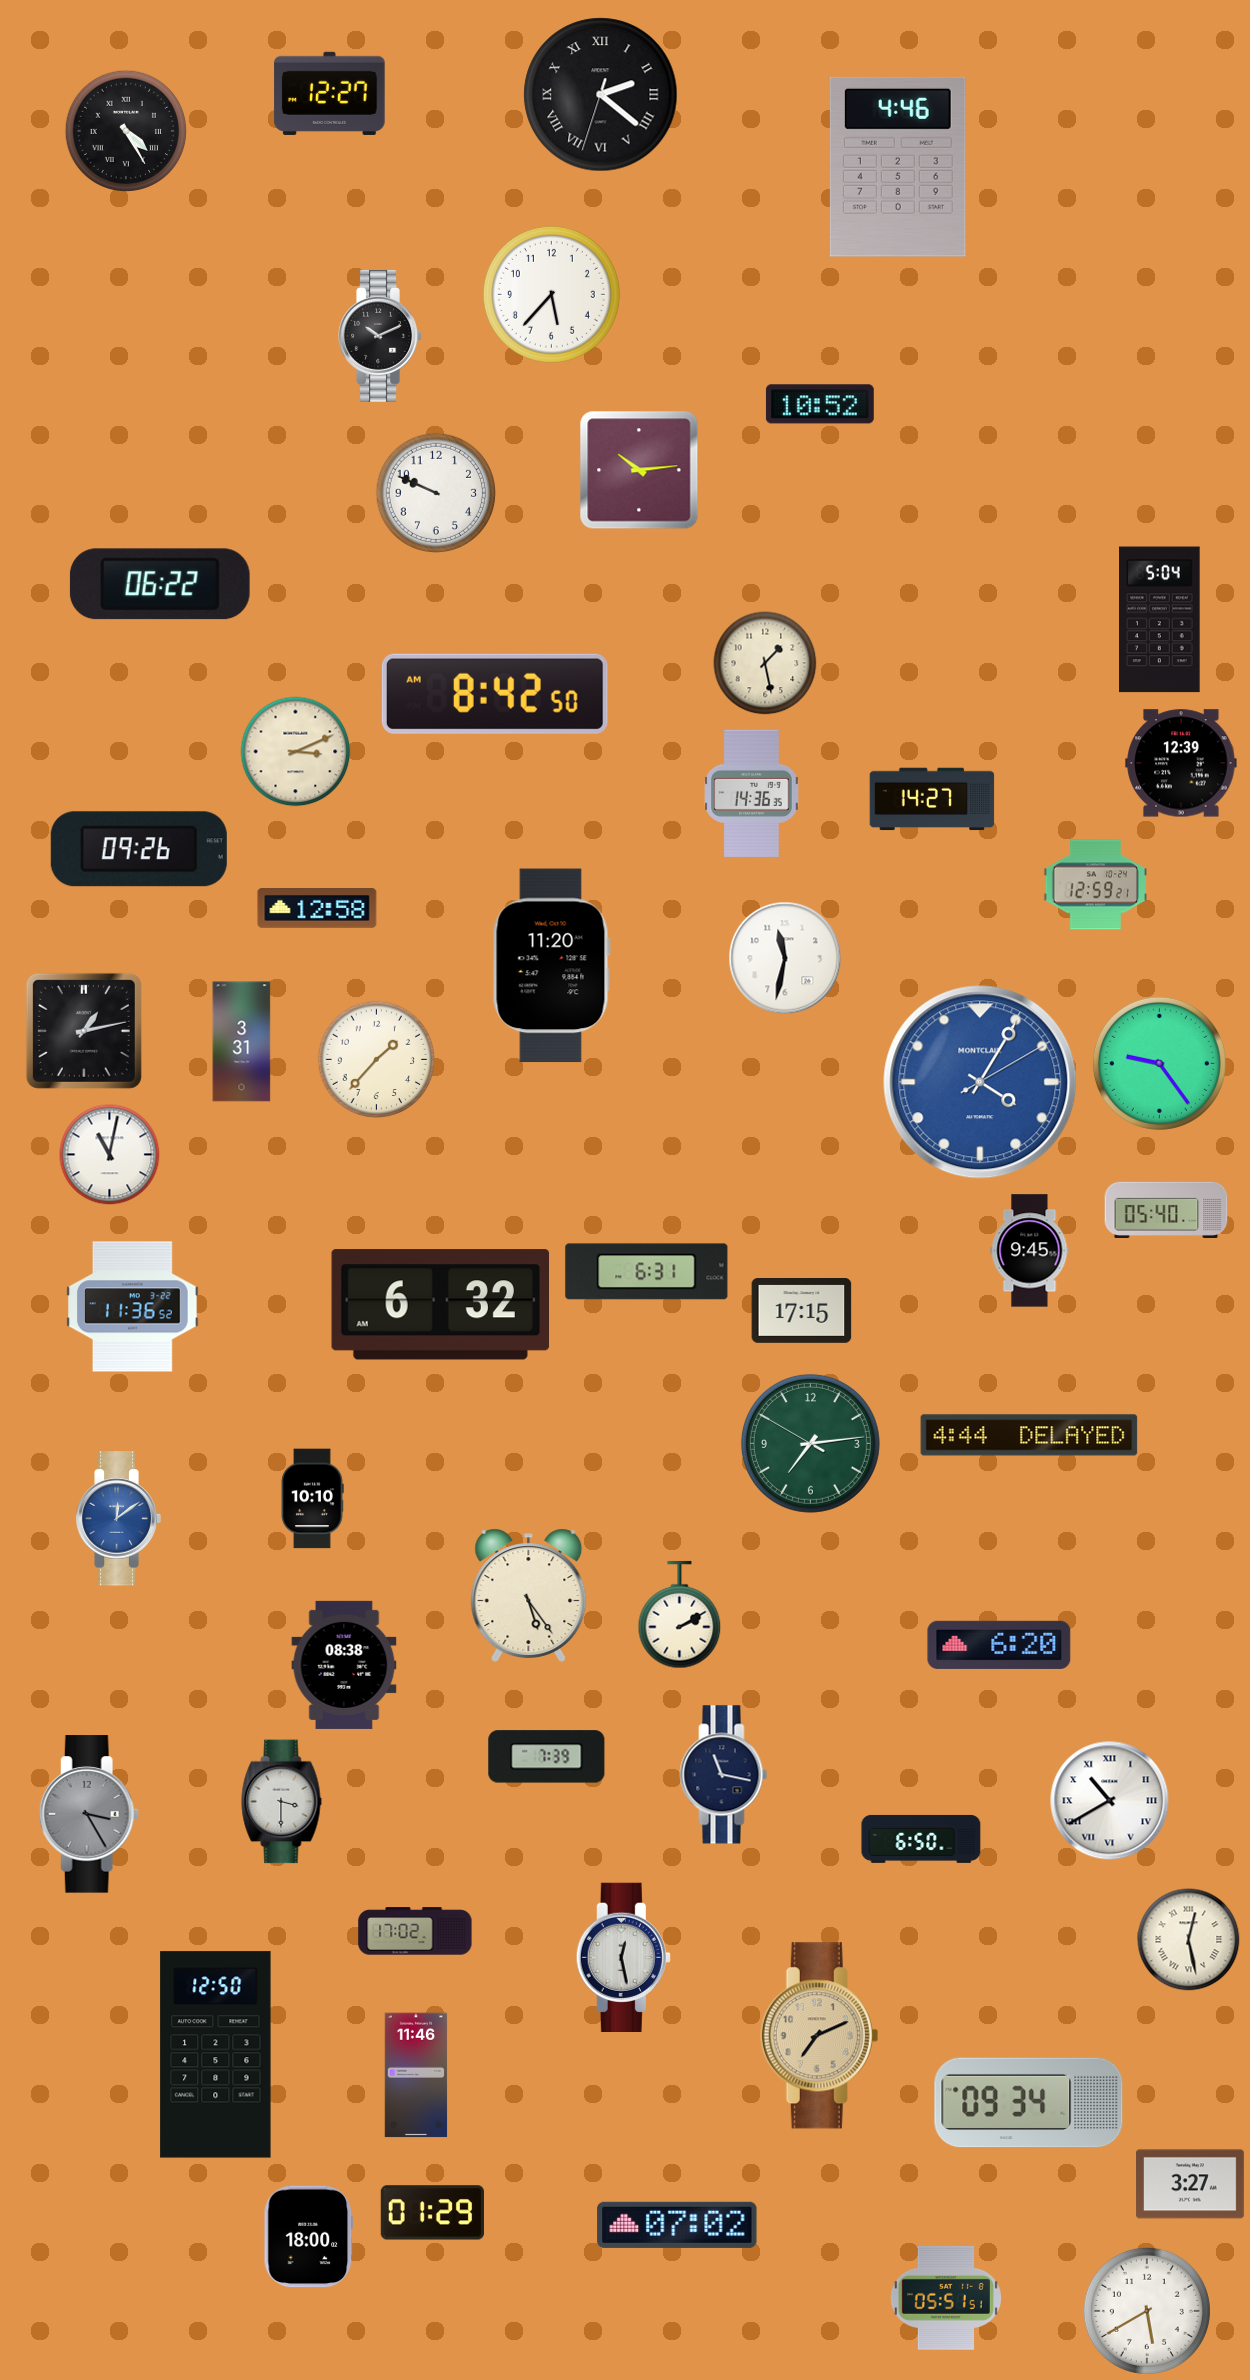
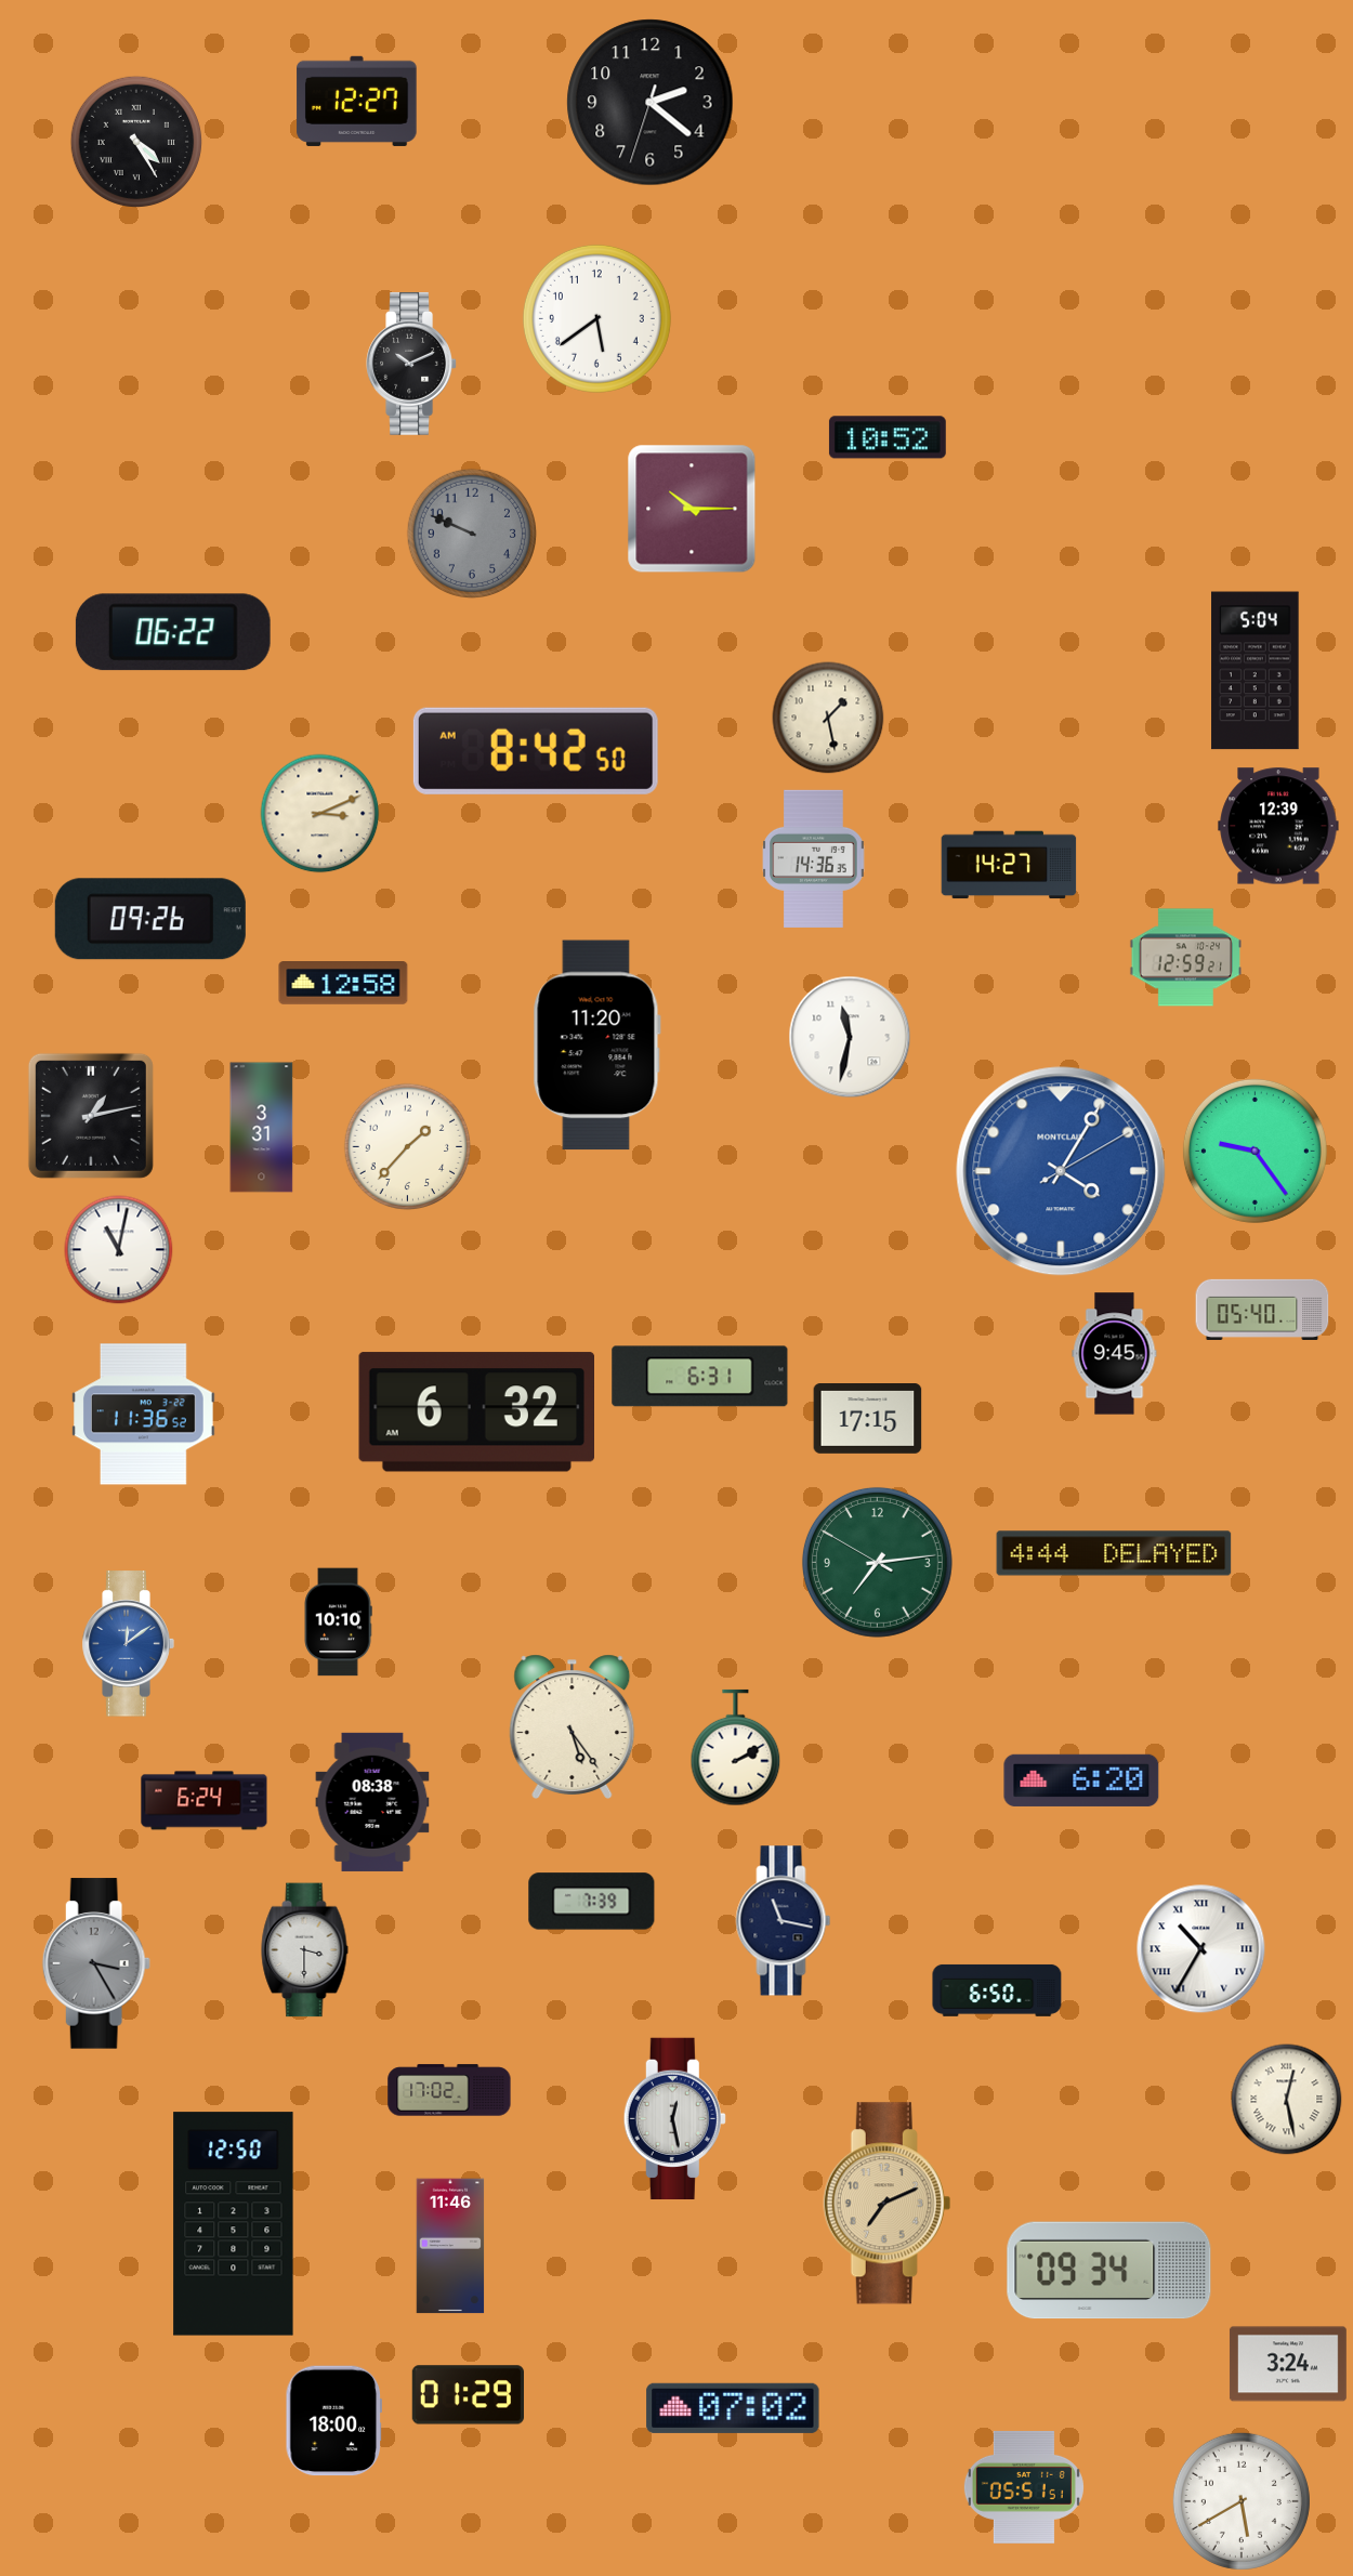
clock at (601, 95) numerals: Roman -> Arabic
clock at (898, 167): 4:46 -> none
clock at (551, 294): 5:37 -> 5:39
clock at (639, 470): 10:14 -> 10:15
clock at (435, 492) dial: white -> grey
clock at (205, 1801): none -> 6:24
clock at (1110, 1801): 10:40 -> 10:35
clock at (1029, 2103) position: (1029, 2103) -> (1109, 2271)
clock at (1190, 2184): 3:27 -> 3:24
